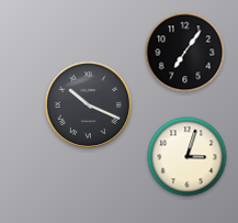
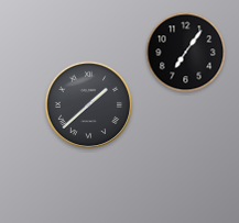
clock at (89, 105): 10:19 -> 1:38
clock at (188, 157): 3:03 -> none
